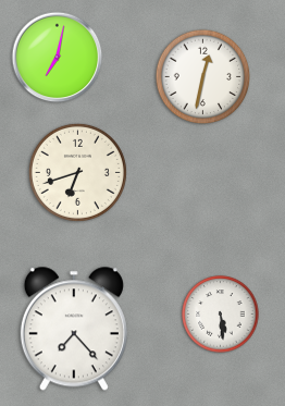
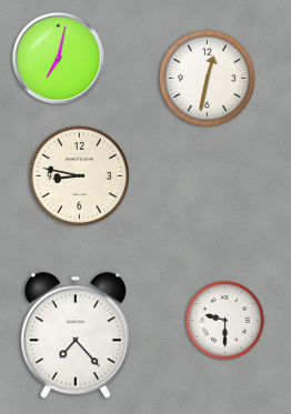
clock at (77, 172): 6:42 -> 8:47
clock at (221, 315): 5:29 -> 9:30
